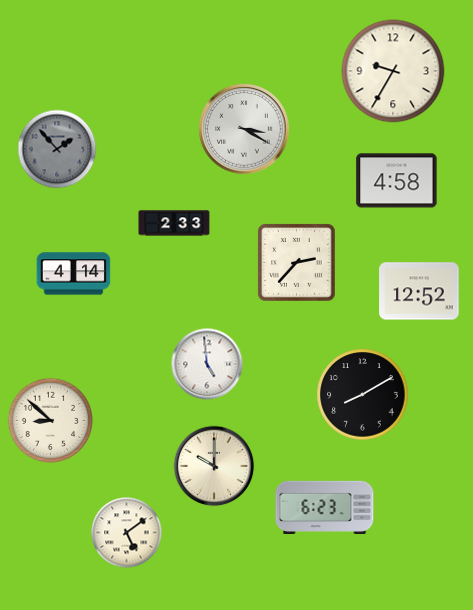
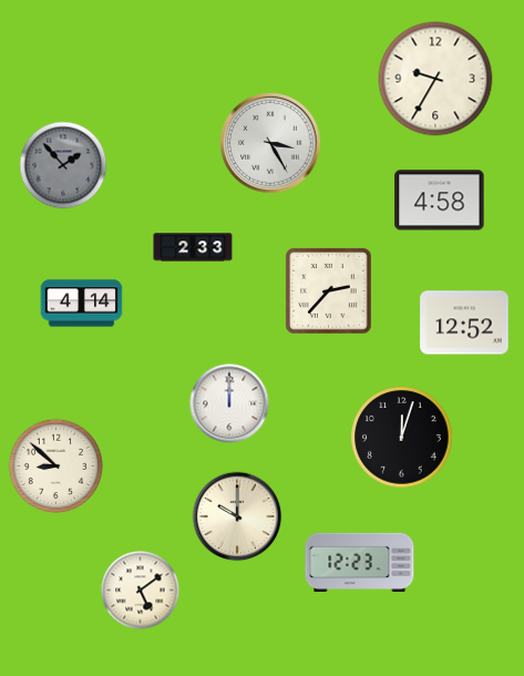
clock at (244, 129): 3:20 -> 3:25
clock at (207, 364): 4:59 -> 12:00
clock at (363, 395): 8:10 -> 12:03
clock at (325, 507): 6:23 -> 12:23
